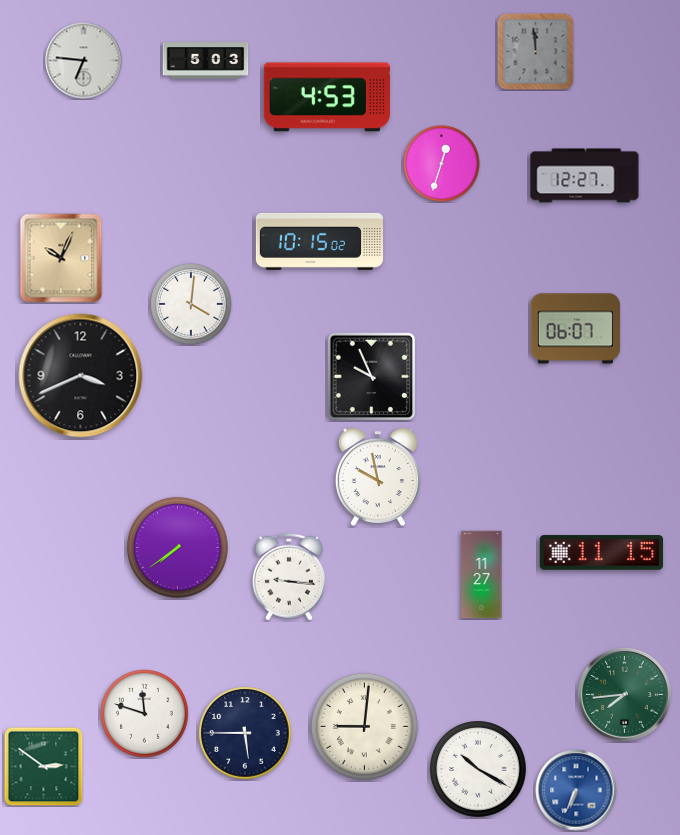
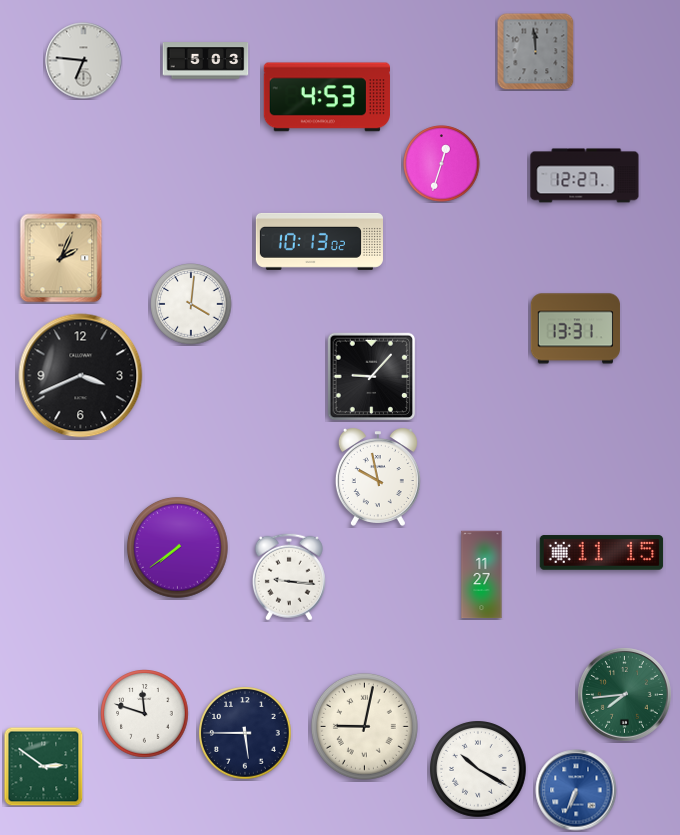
clock at (319, 241): 10:15 -> 10:13
clock at (61, 258): 10:04 -> 2:04
clock at (575, 329): 06:07 -> 13:31
clock at (372, 377): 9:56 -> 9:07
clock at (364, 726): 9:01 -> 9:02
